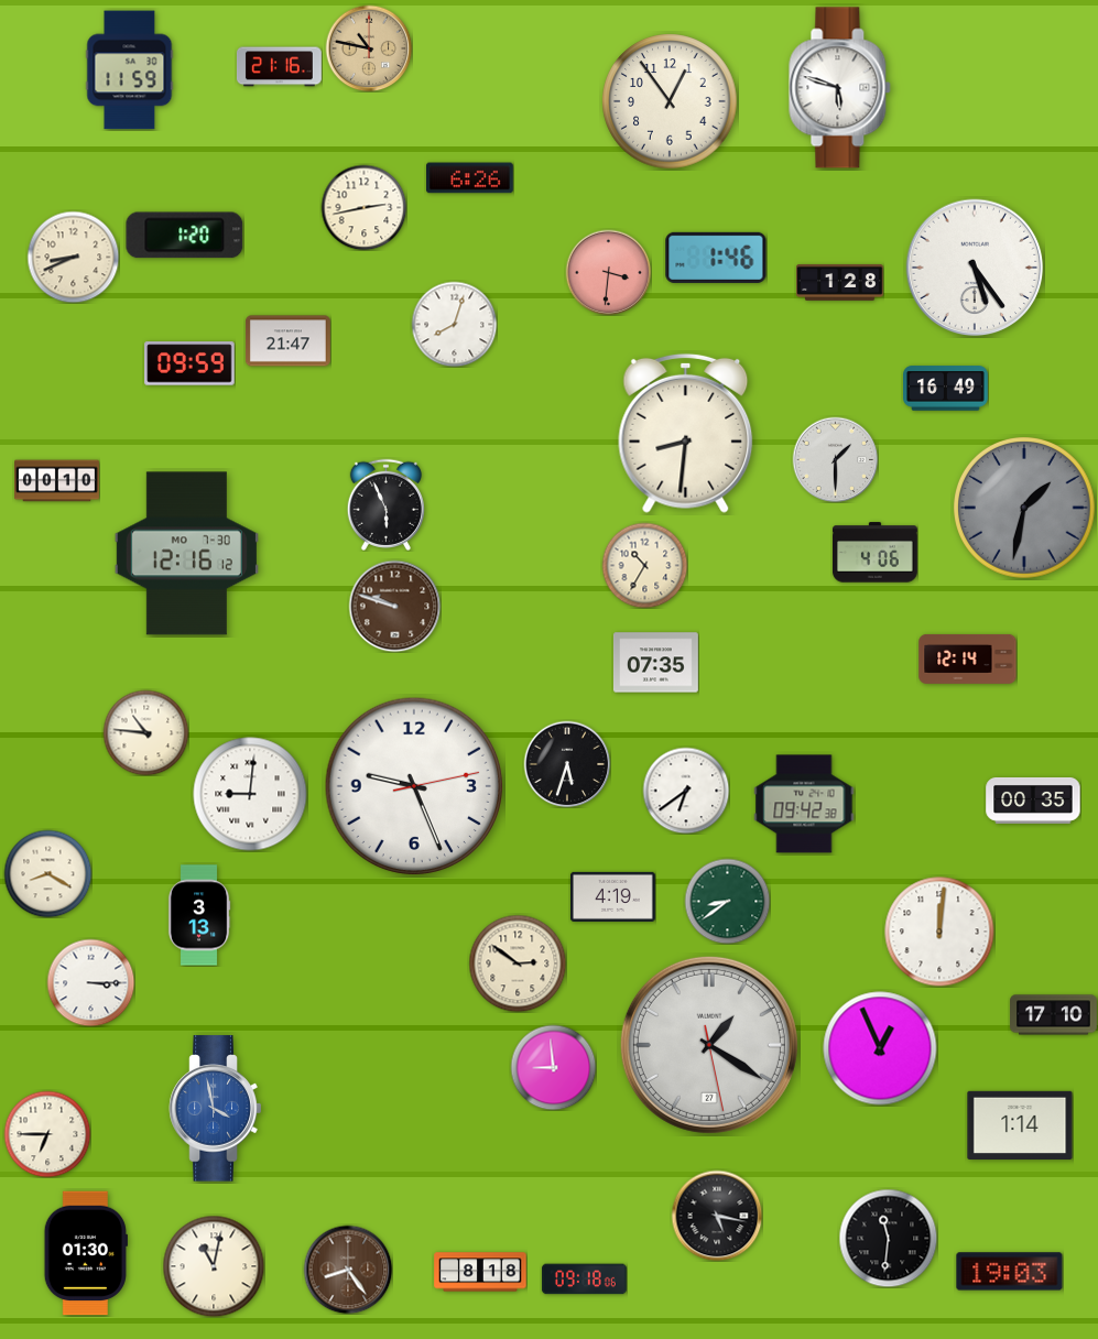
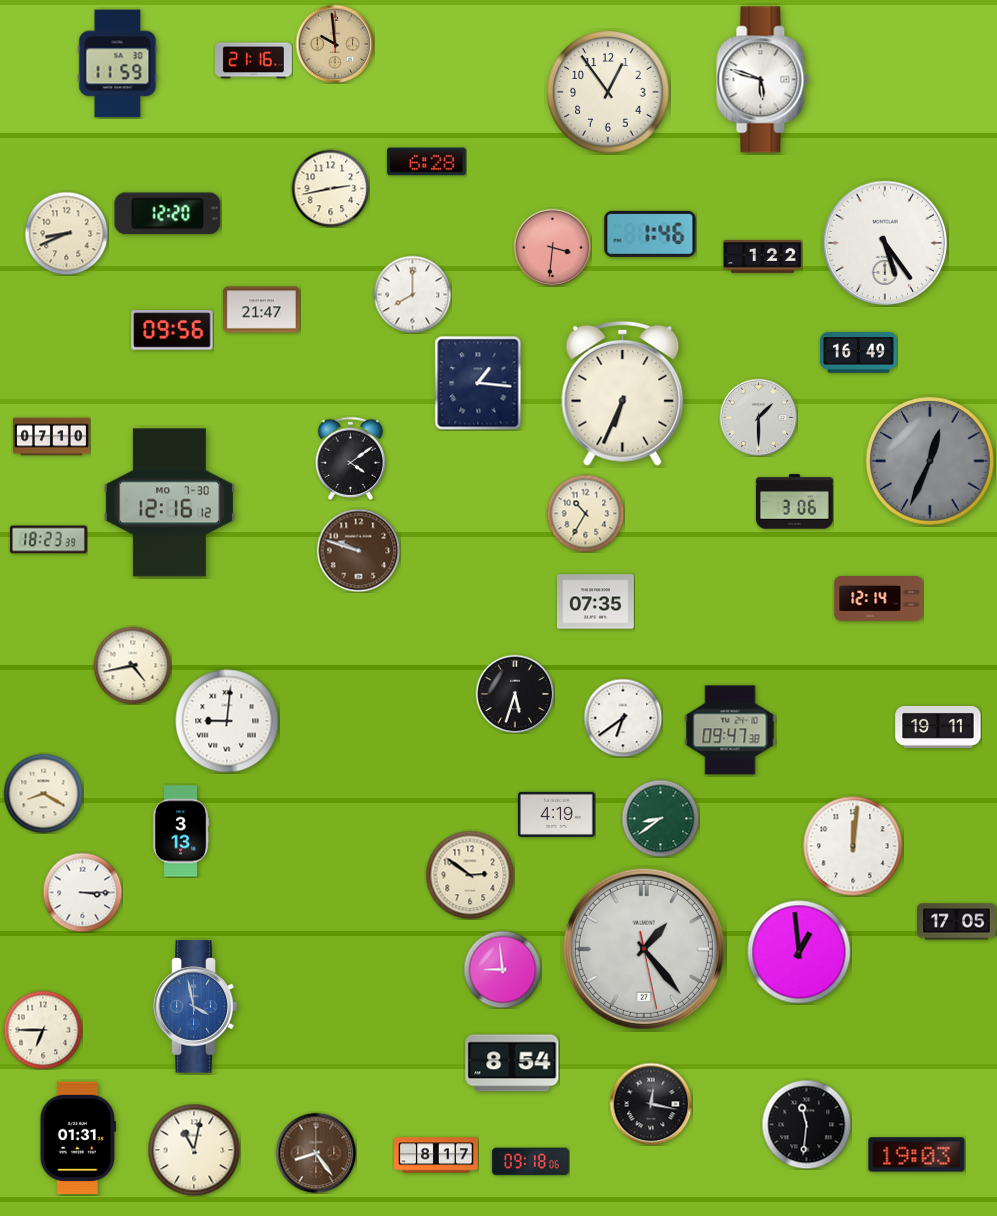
clock at (369, 48): 10:47 -> 9:59
clock at (470, 178): 6:26 -> 6:28
clock at (185, 236): 1:20 -> 12:20
clock at (840, 282): 1:28 -> 1:22
clock at (454, 324): 8:03 -> 8:00
clock at (189, 363): 09:59 -> 09:56
clock at (478, 383): none -> 1:16
clock at (686, 433): 8:31 -> 6:34
clock at (57, 481): 00:10 -> 07:10
clock at (385, 504): 5:56 -> 4:09
clock at (1025, 509): 1:32 -> 12:34
clock at (874, 553): 4:06 -> 3:06
clock at (49, 540): none -> 18:23
clock at (145, 732): 10:46 -> 4:43
clock at (414, 786): 9:26 -> none
clock at (1033, 801): 00:35 -> 19:11
clock at (804, 804): 09:42 -> 09:47
clock at (1054, 1015): 17:10 -> 17:05
clock at (709, 1045): 1:20 -> 1:23
clock at (880, 1048): 12:56 -> 12:59
clock at (1020, 1124): 1:14 -> none
clock at (512, 1063): none -> 8:54
clock at (717, 1216): 5:17 -> 12:17
clock at (86, 1253): 01:30 -> 01:31
clock at (480, 1272): 8:18 -> 8:17
